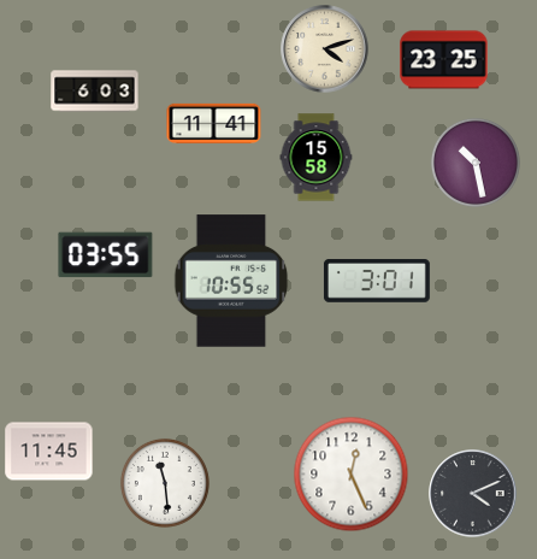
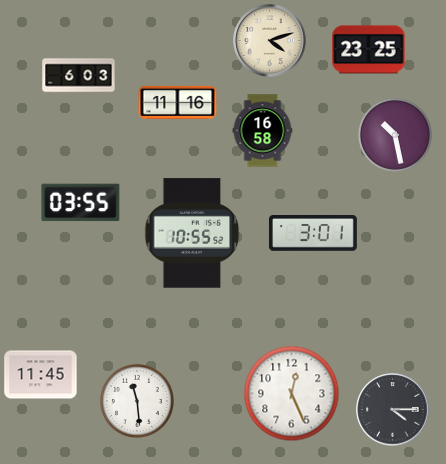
clock at (214, 123): 11:41 -> 11:16
clock at (317, 158): 15:58 -> 16:58
clock at (106, 255) position: (106, 255) -> (81, 203)
clock at (473, 494): 4:11 -> 4:15
